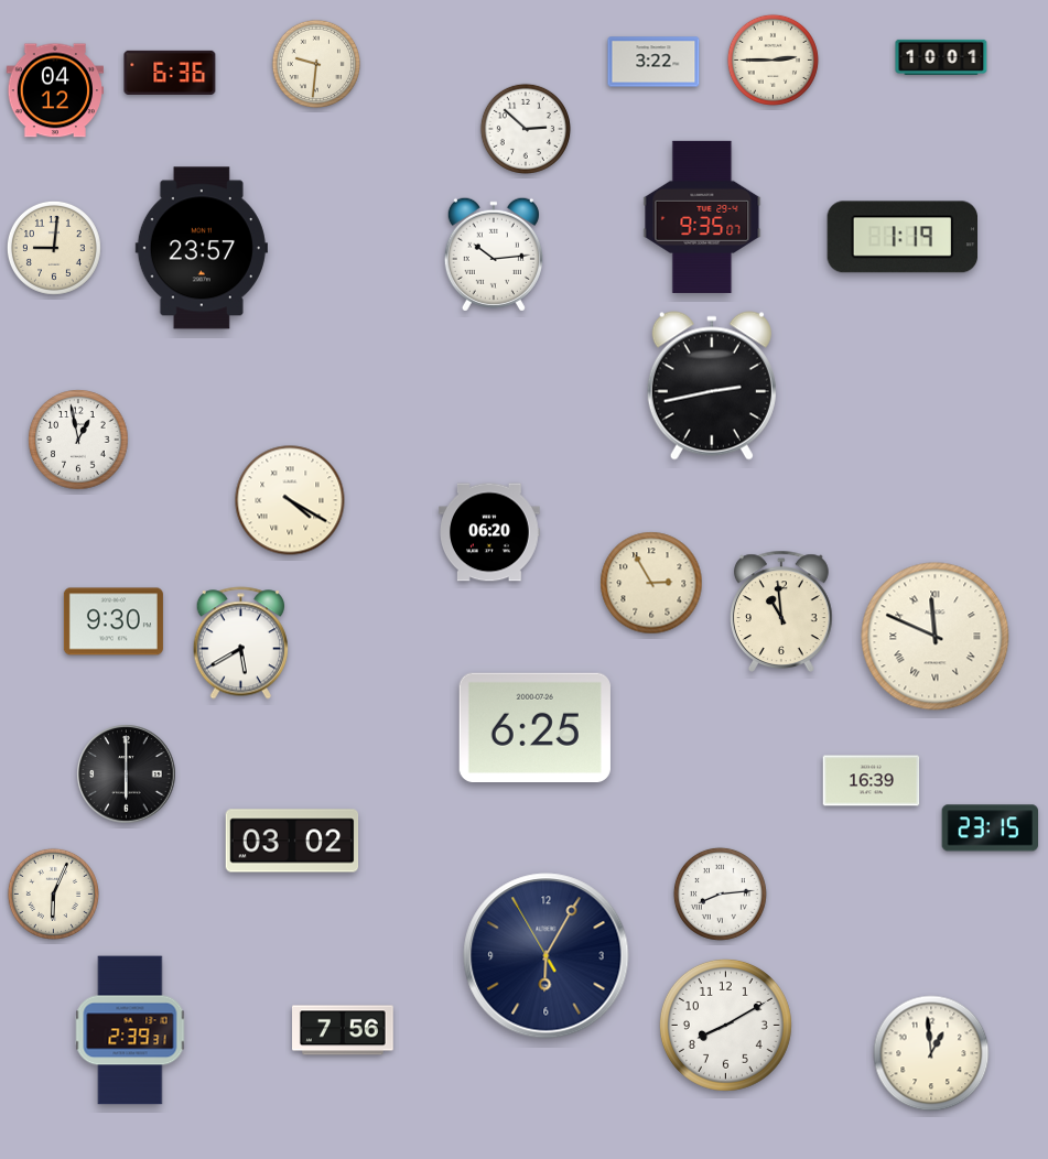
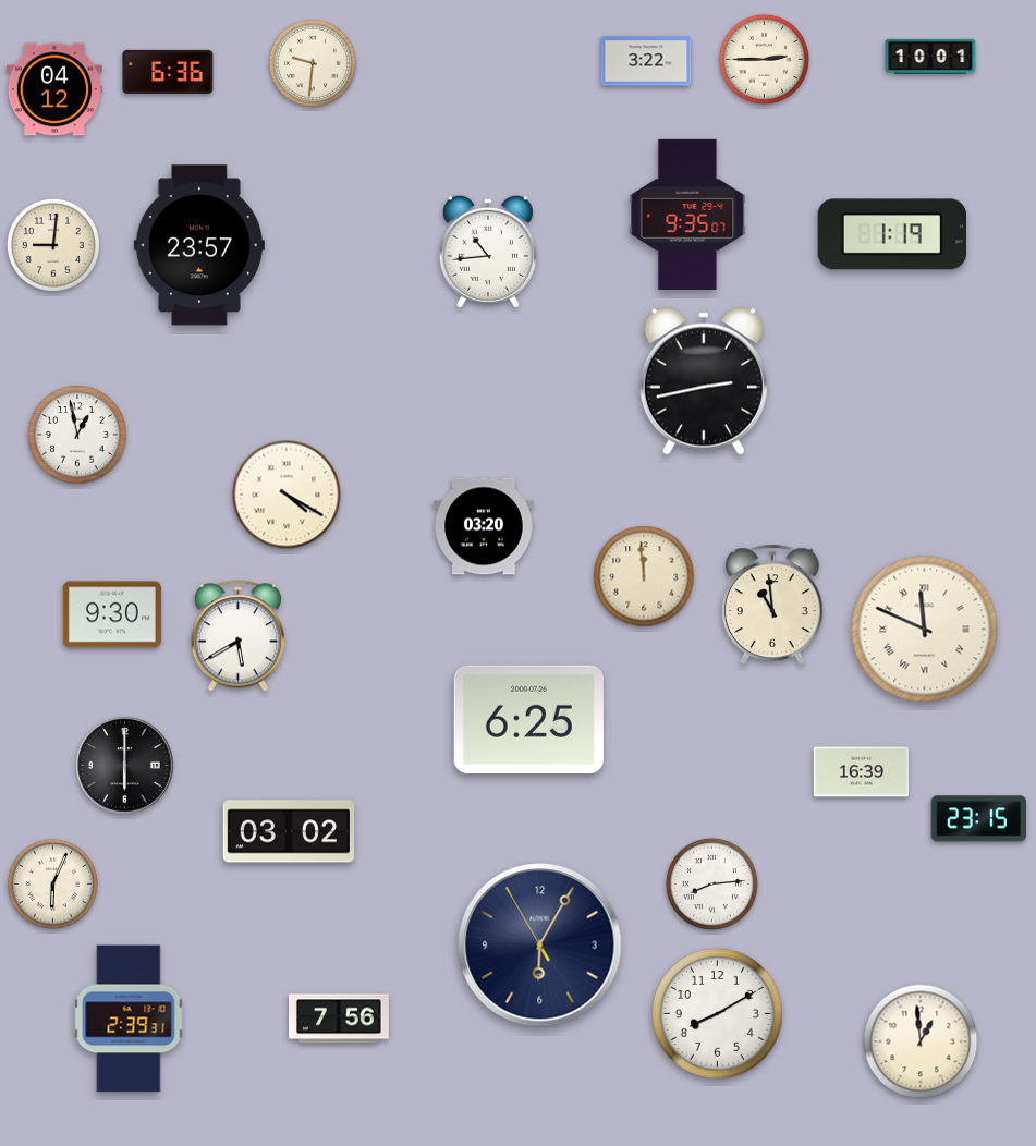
clock at (526, 129): 2:52 -> none
clock at (702, 217) position: (702, 217) -> (687, 215)
clock at (494, 254): 10:14 -> 10:44
clock at (489, 532): 06:20 -> 03:20
clock at (651, 583): 2:55 -> 11:59
